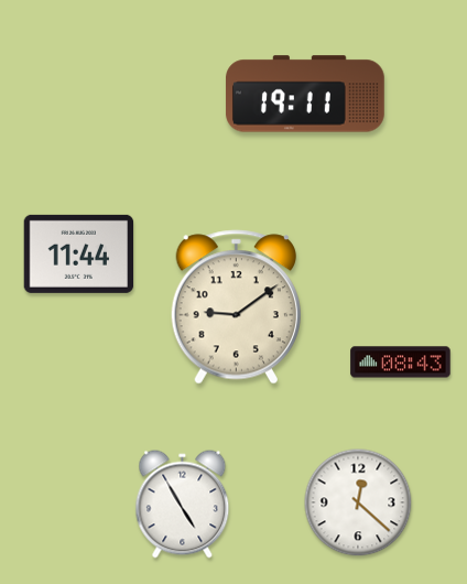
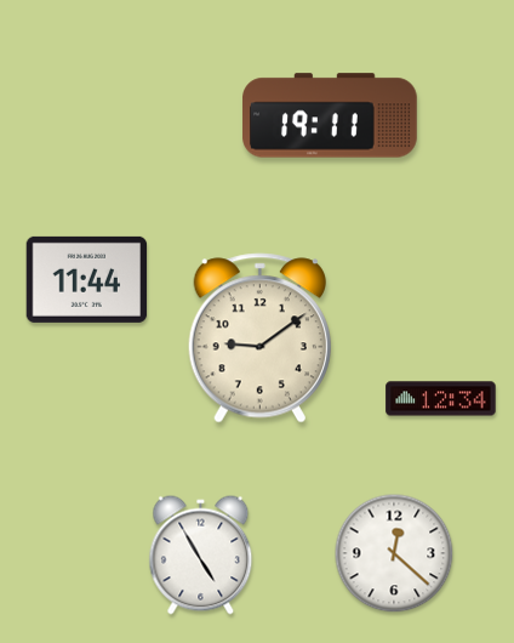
clock at (305, 94) position: (305, 94) -> (330, 115)
clock at (401, 363): 08:43 -> 12:34
